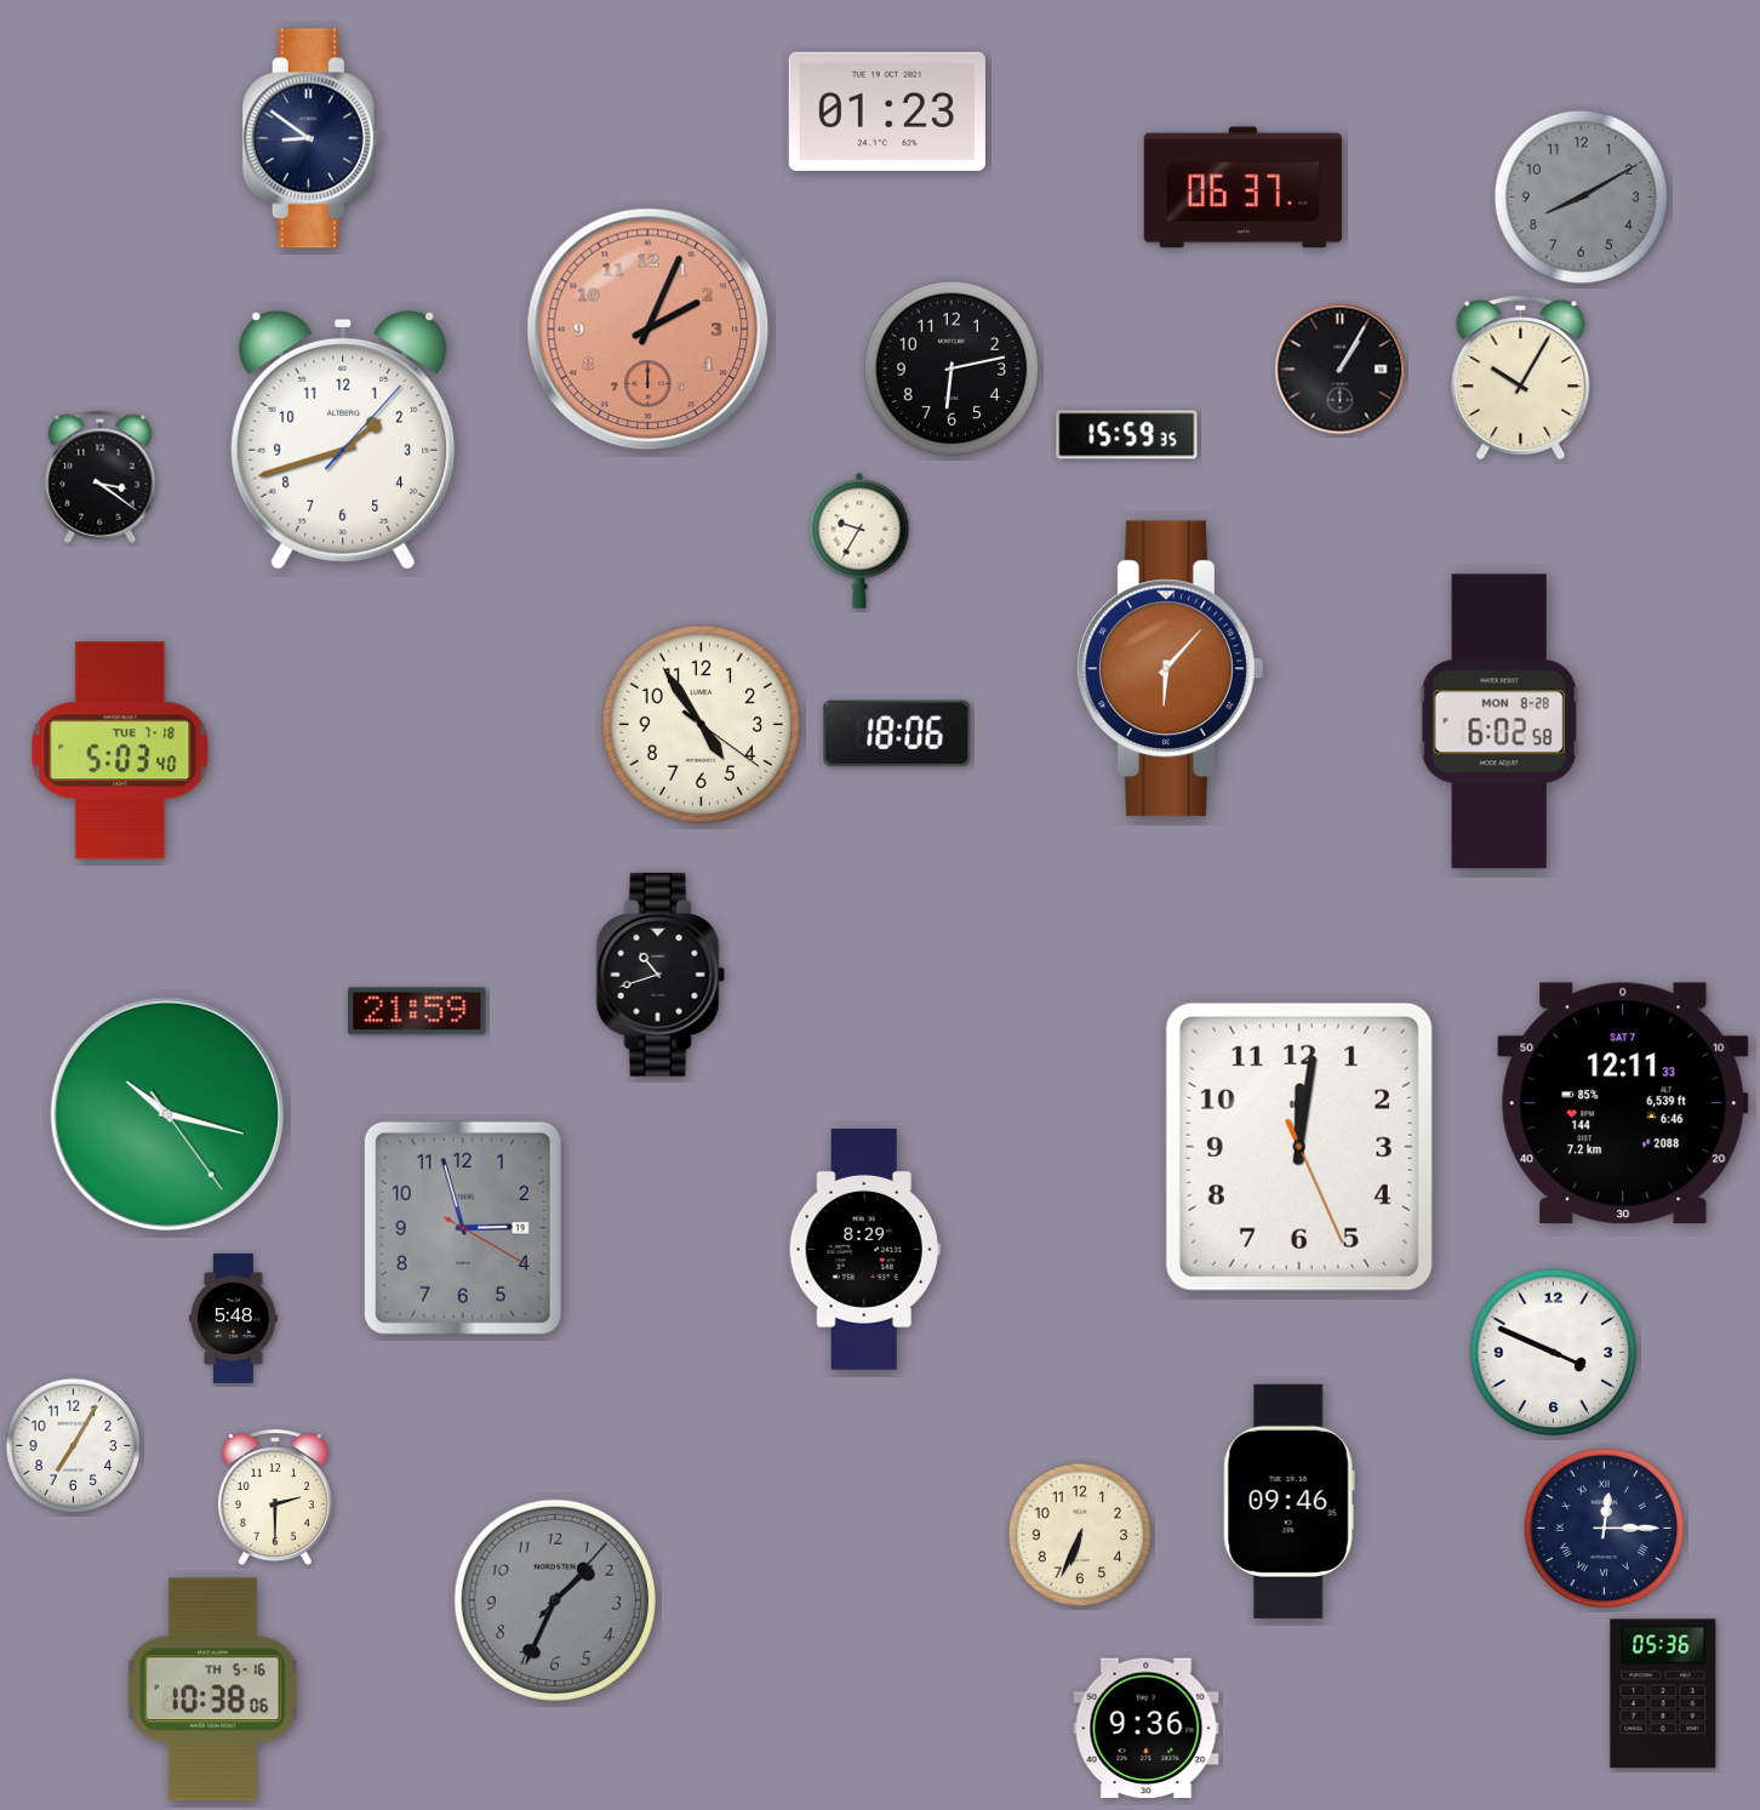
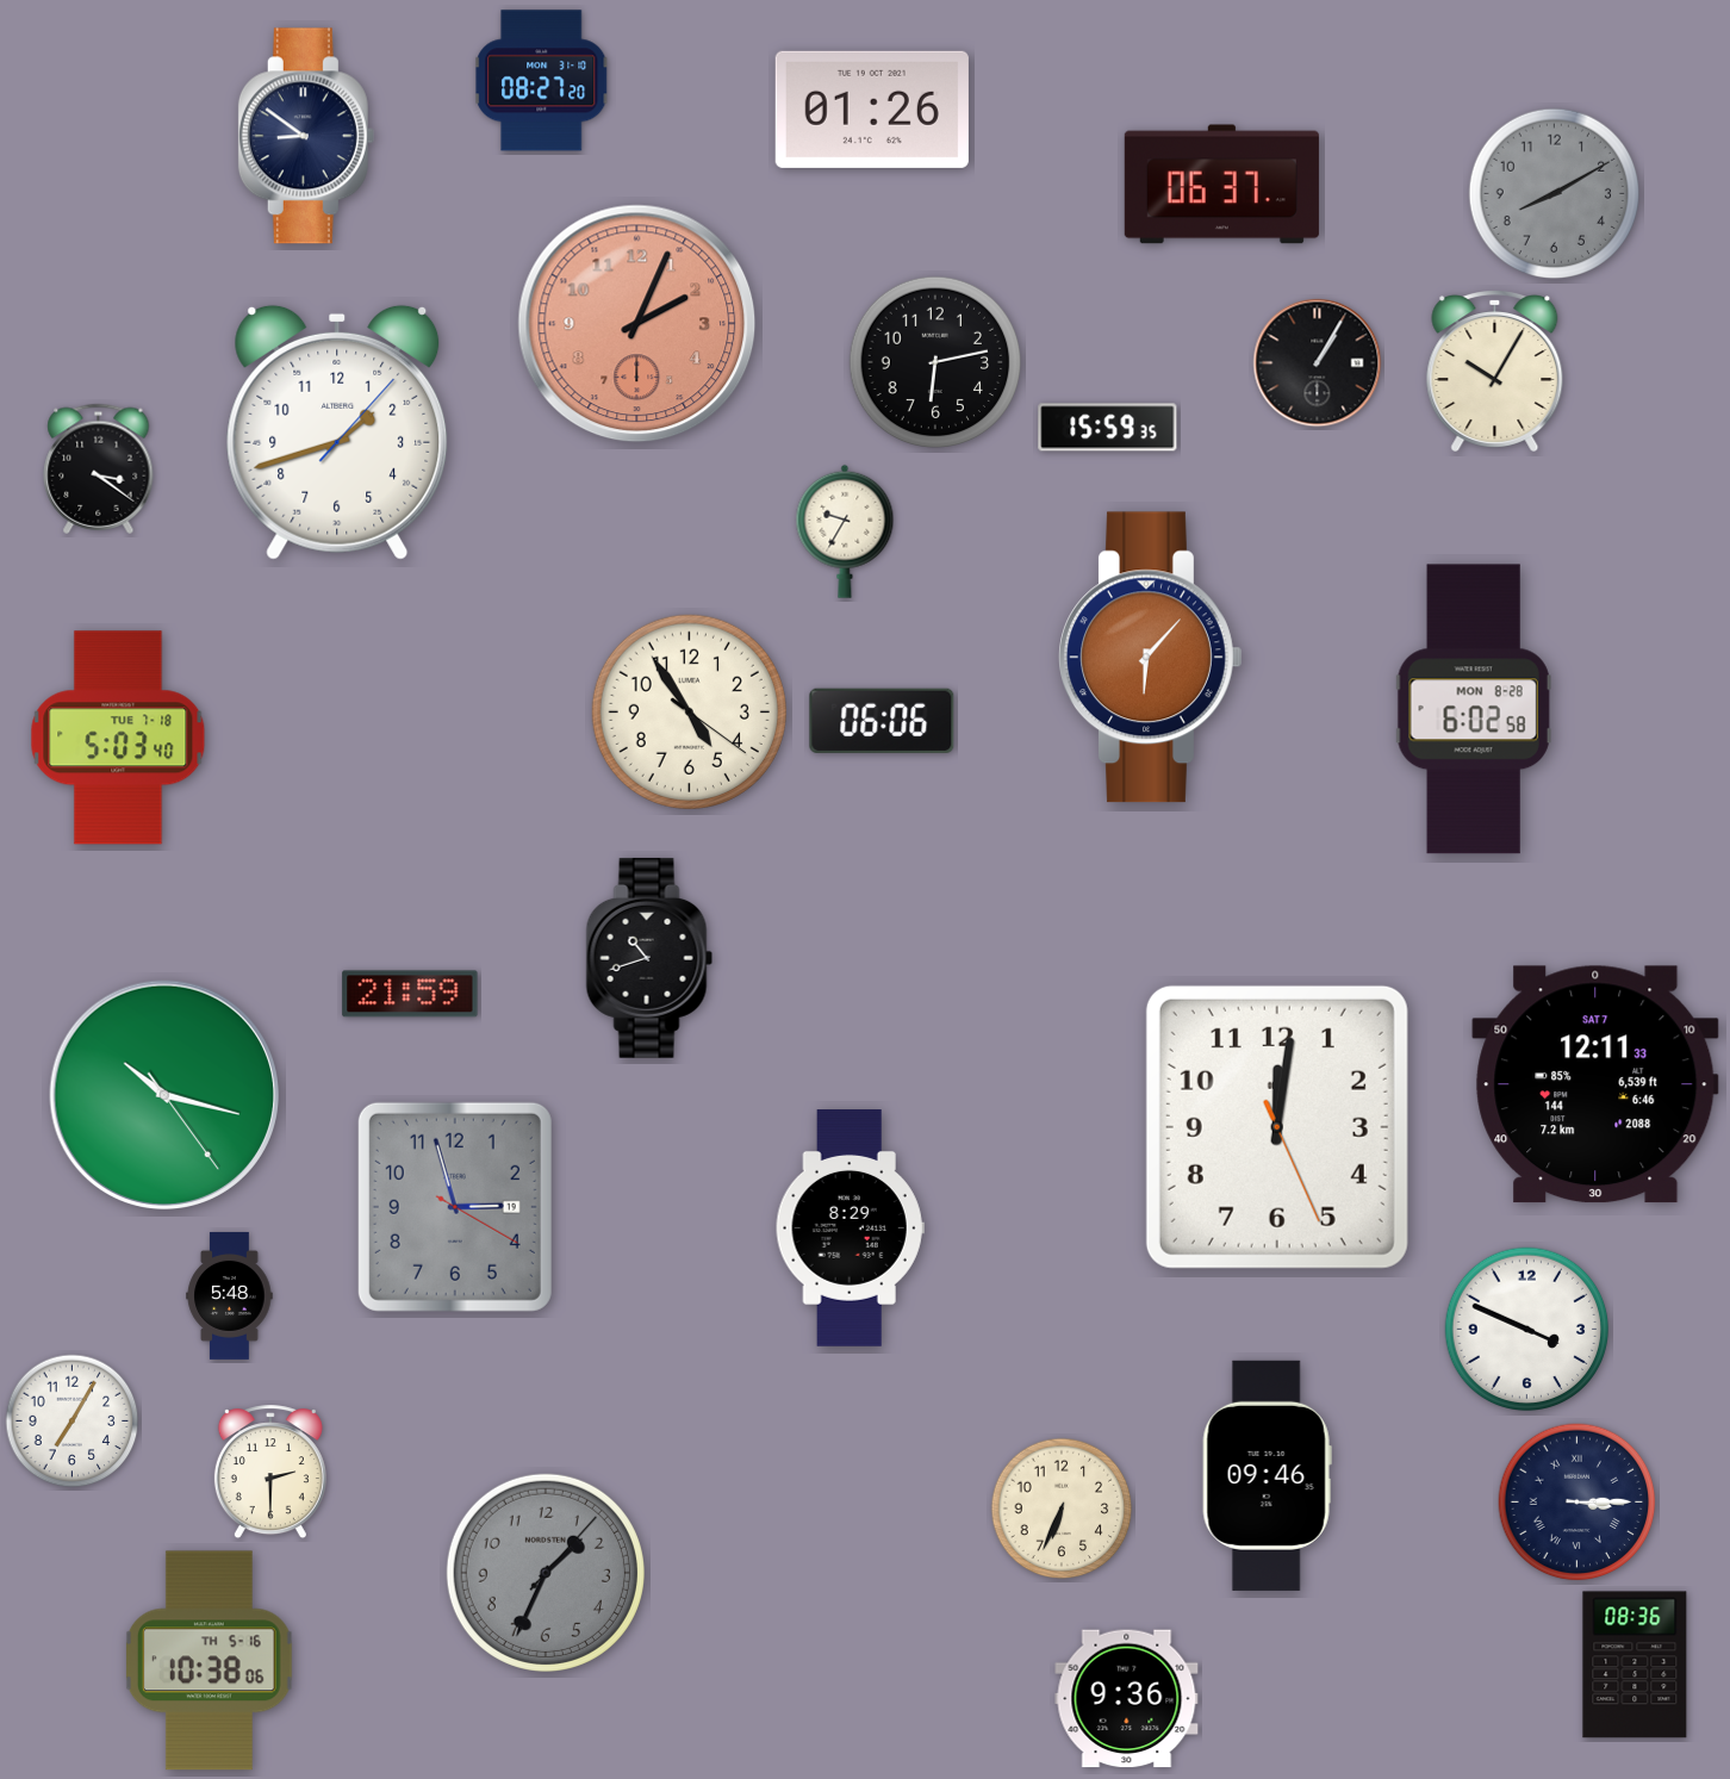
clock at (542, 81): none -> 08:27
clock at (887, 112): 01:23 -> 01:26
clock at (897, 733): 18:06 -> 06:06
clock at (1605, 1529): 12:15 -> 3:15
clock at (1663, 1694): 05:36 -> 08:36
